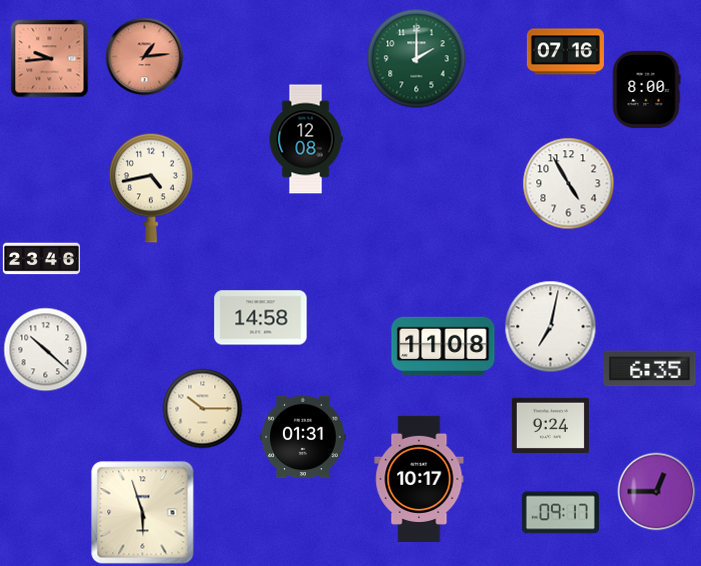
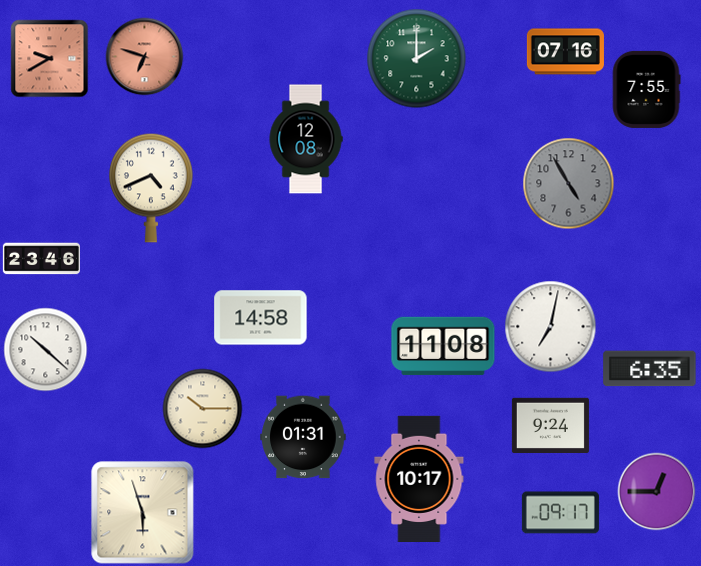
clock at (144, 56): 1:14 -> 6:48
clock at (49, 58): 9:44 -> 9:40
clock at (646, 89): 8:00 -> 7:55
clock at (568, 183) dial: white -> grey
clock at (151, 188): 4:43 -> 4:41
